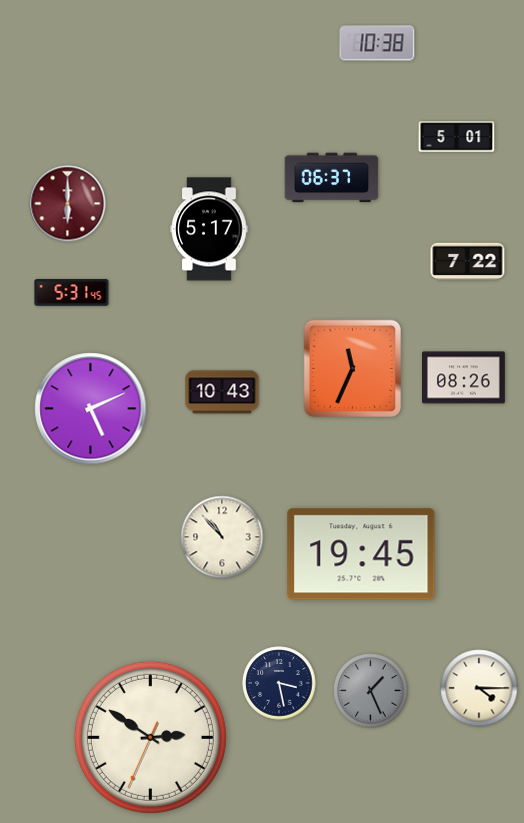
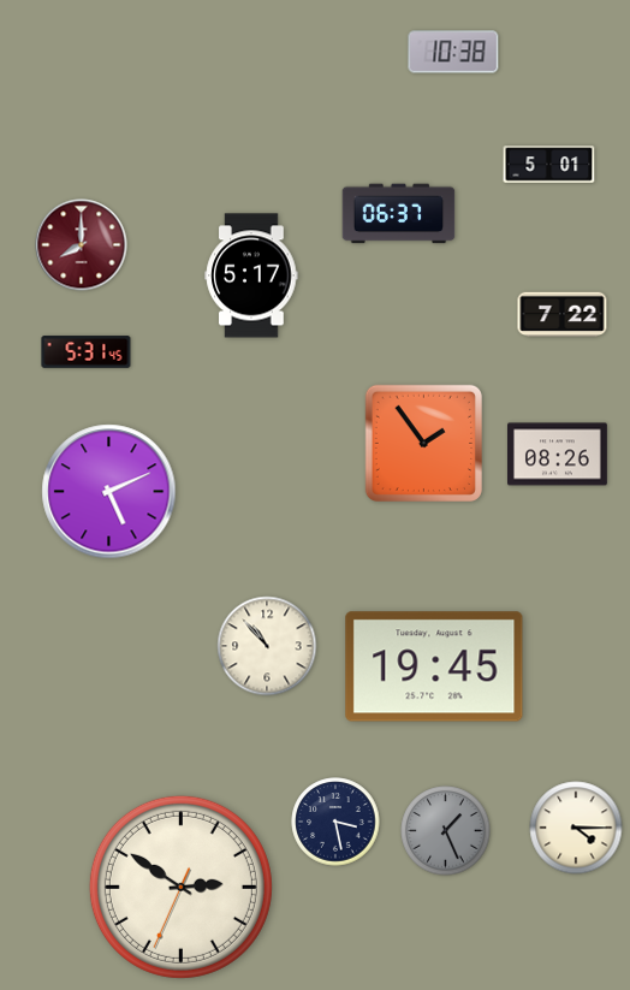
clock at (68, 204): 6:00 -> 8:00
clock at (352, 368): 11:34 -> 1:54
clock at (222, 392): 10:43 -> none
